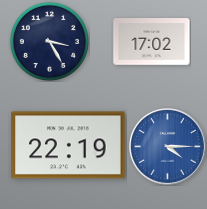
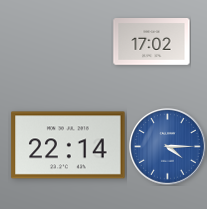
clock at (49, 41): 3:25 -> none
clock at (68, 145): 22:19 -> 22:14
